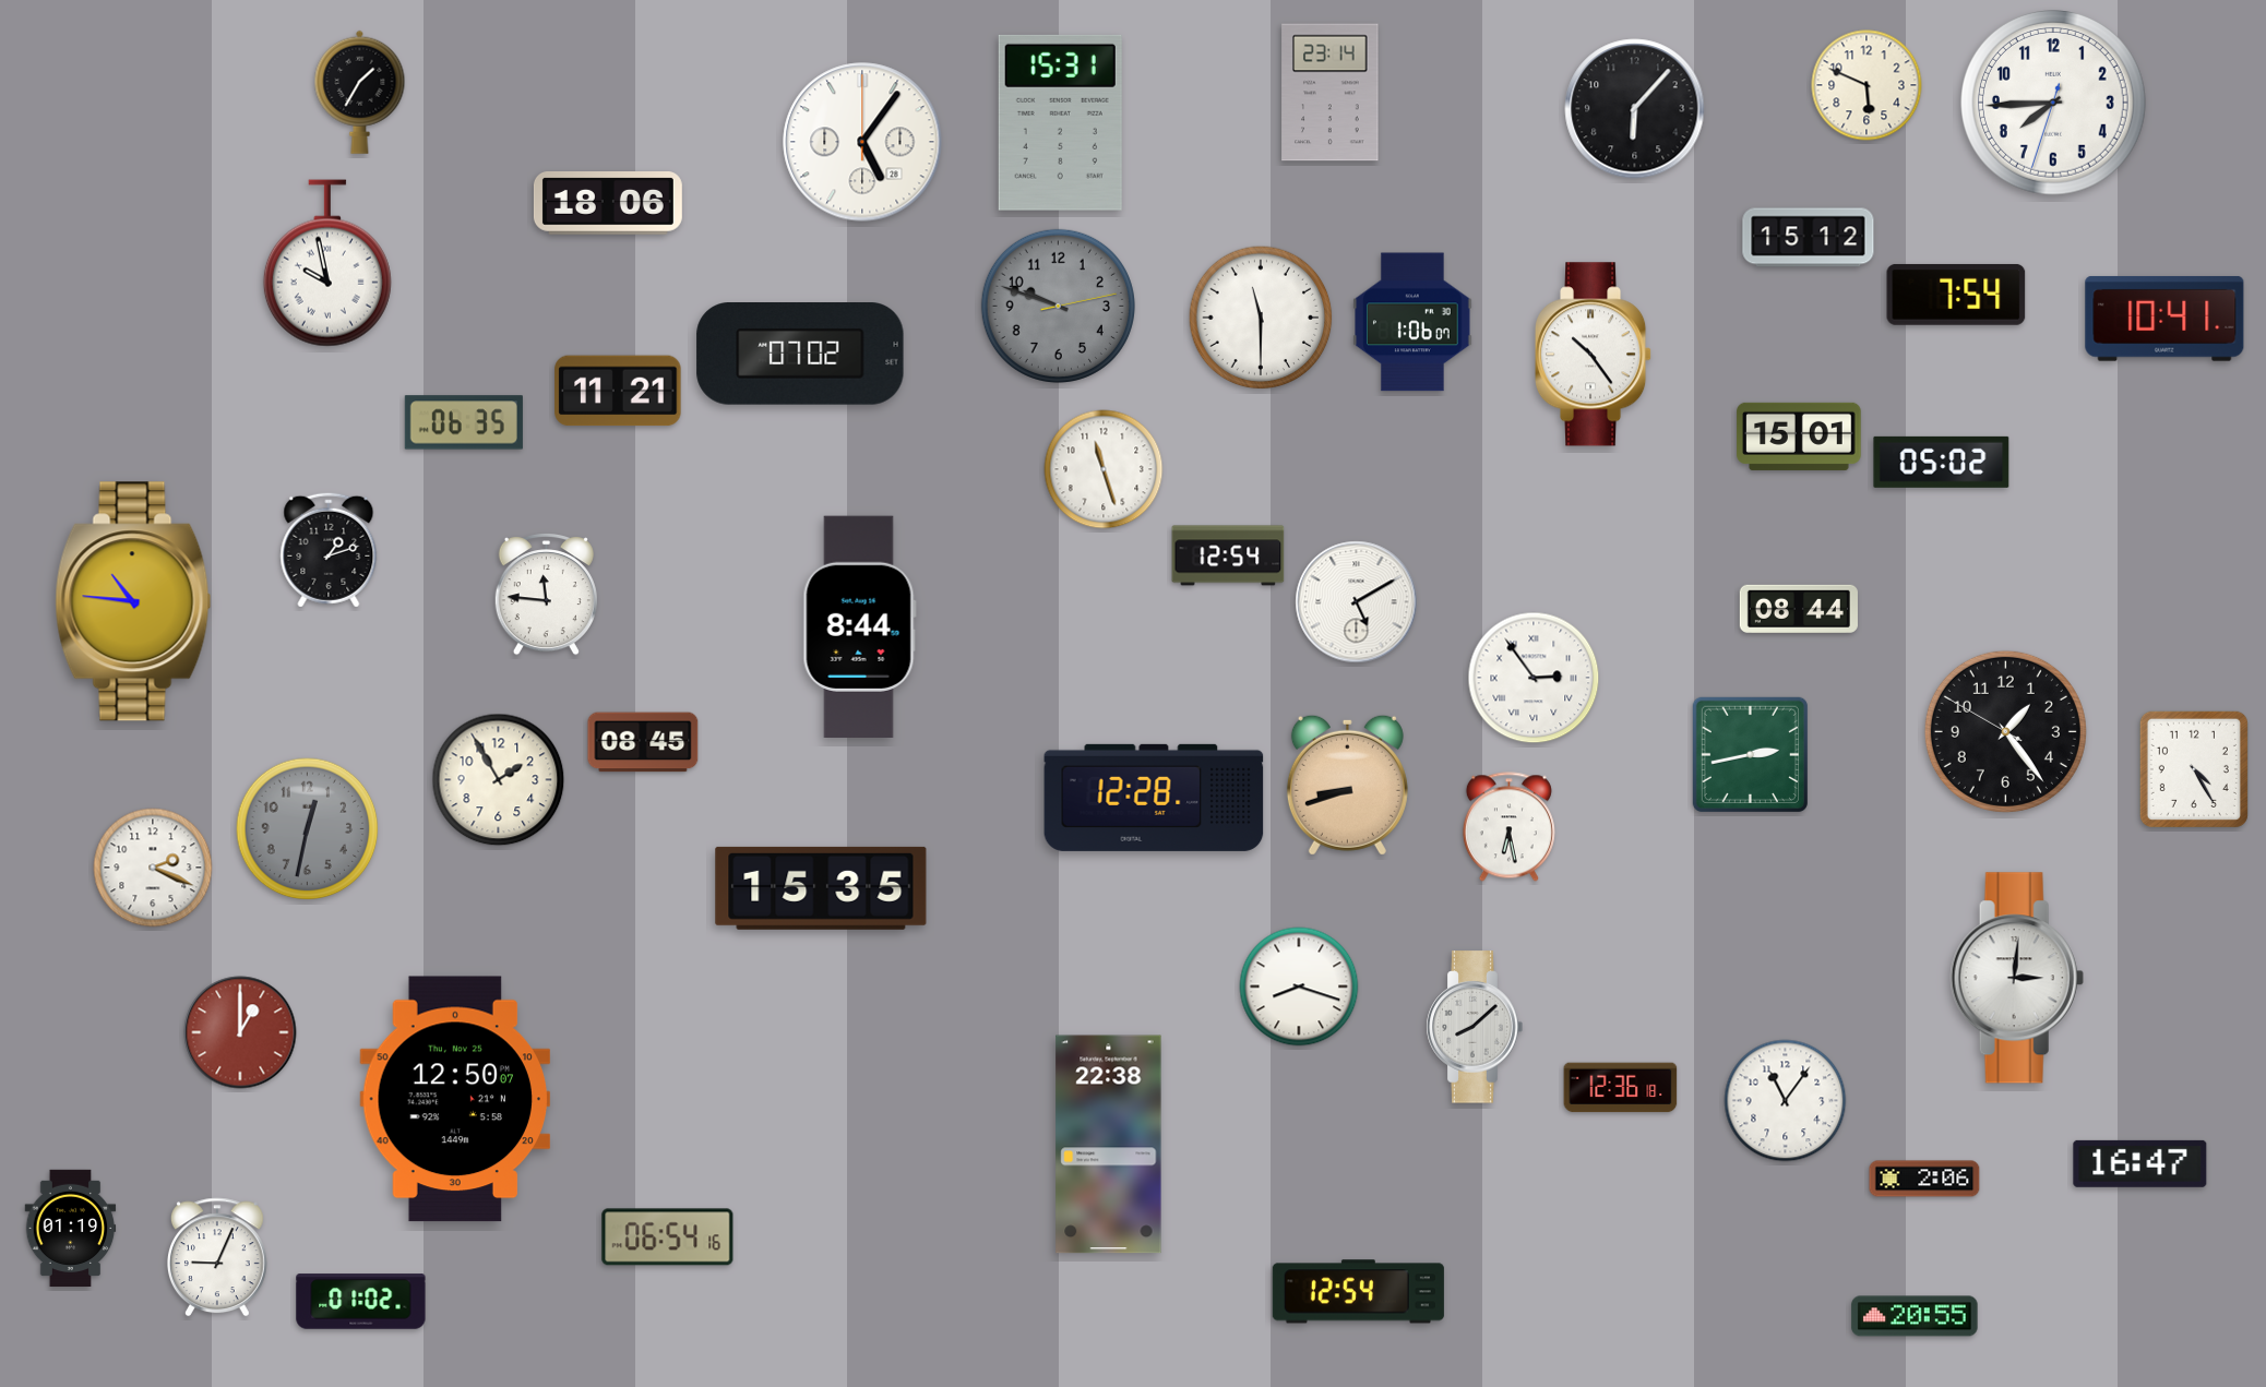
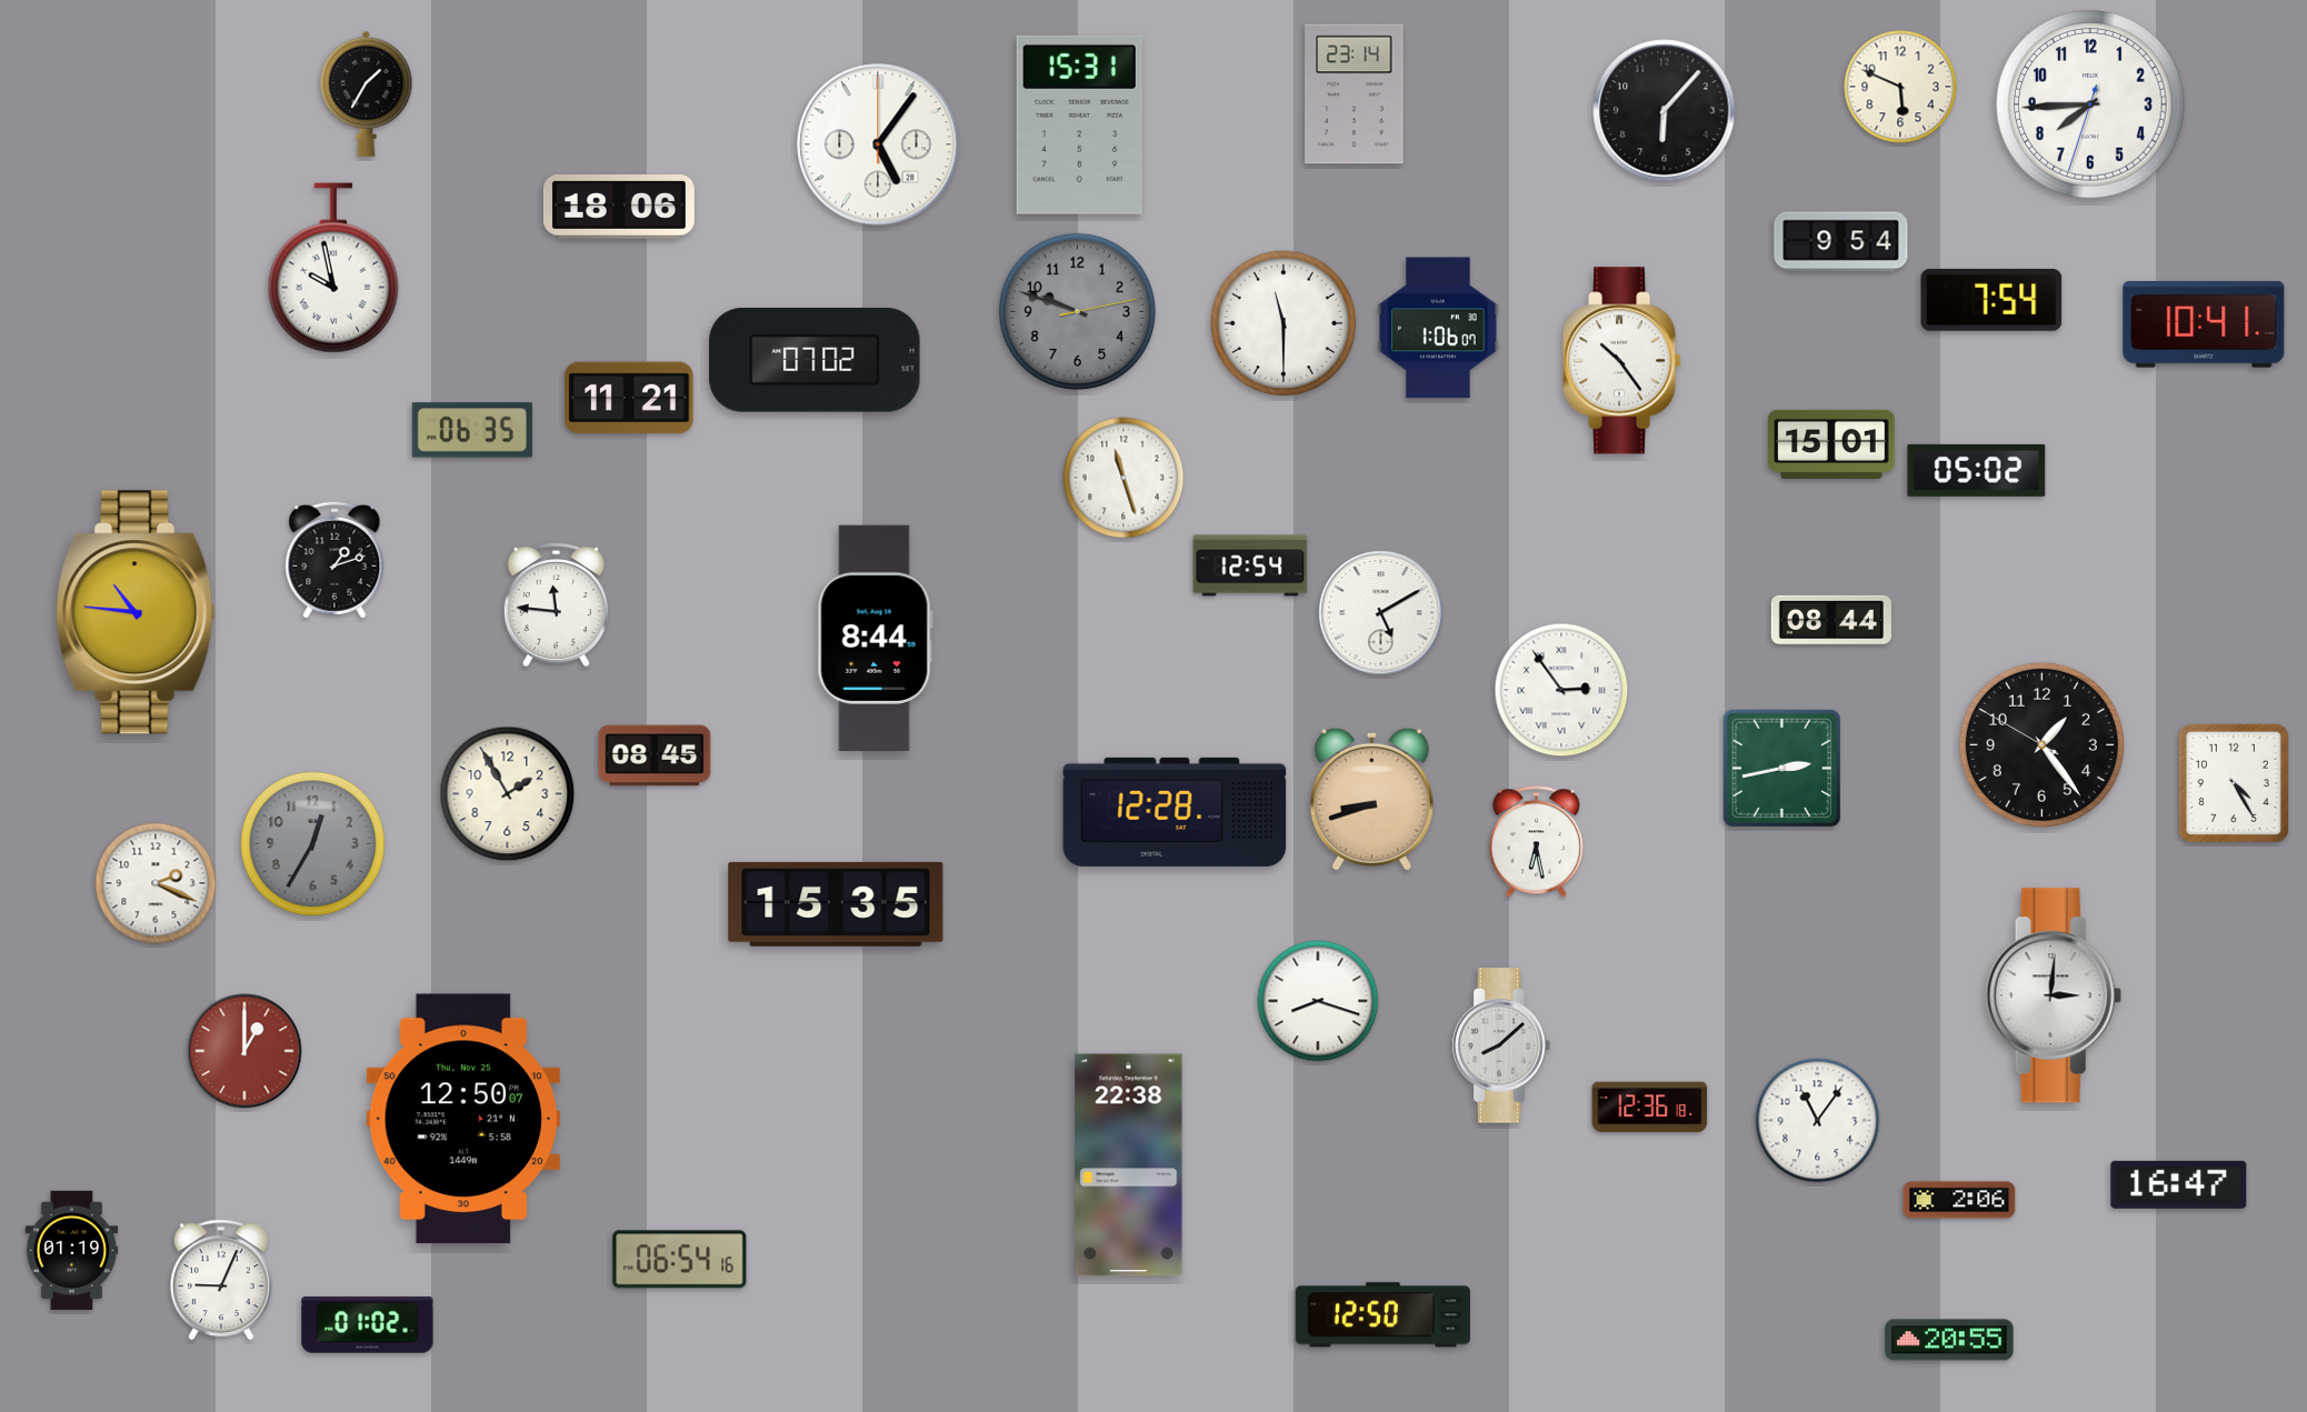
clock at (1809, 238): 15:12 -> 9:54
clock at (308, 829): 12:32 -> 12:35
clock at (1299, 987) position: (1299, 987) -> (1318, 1001)
clock at (1358, 1292): 12:54 -> 12:50
